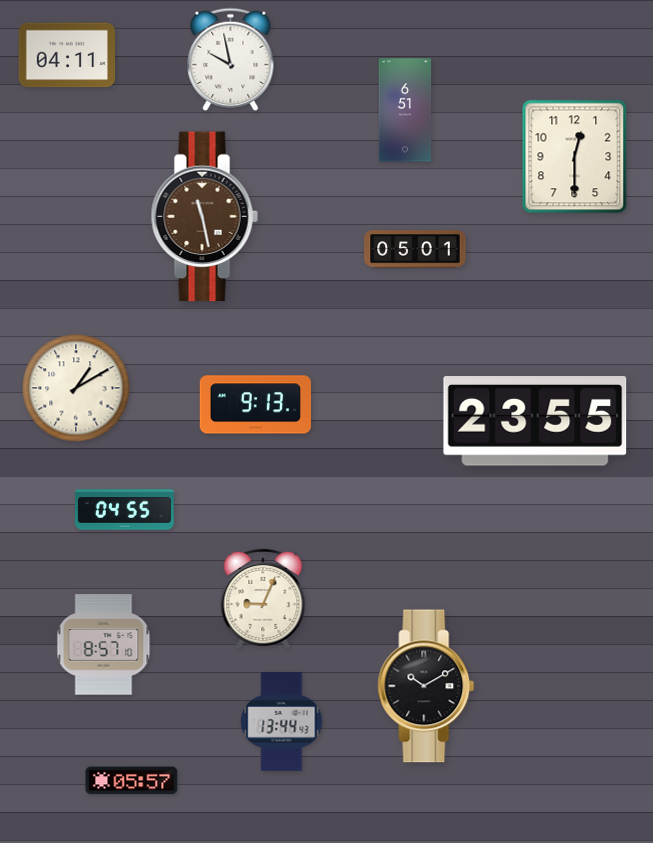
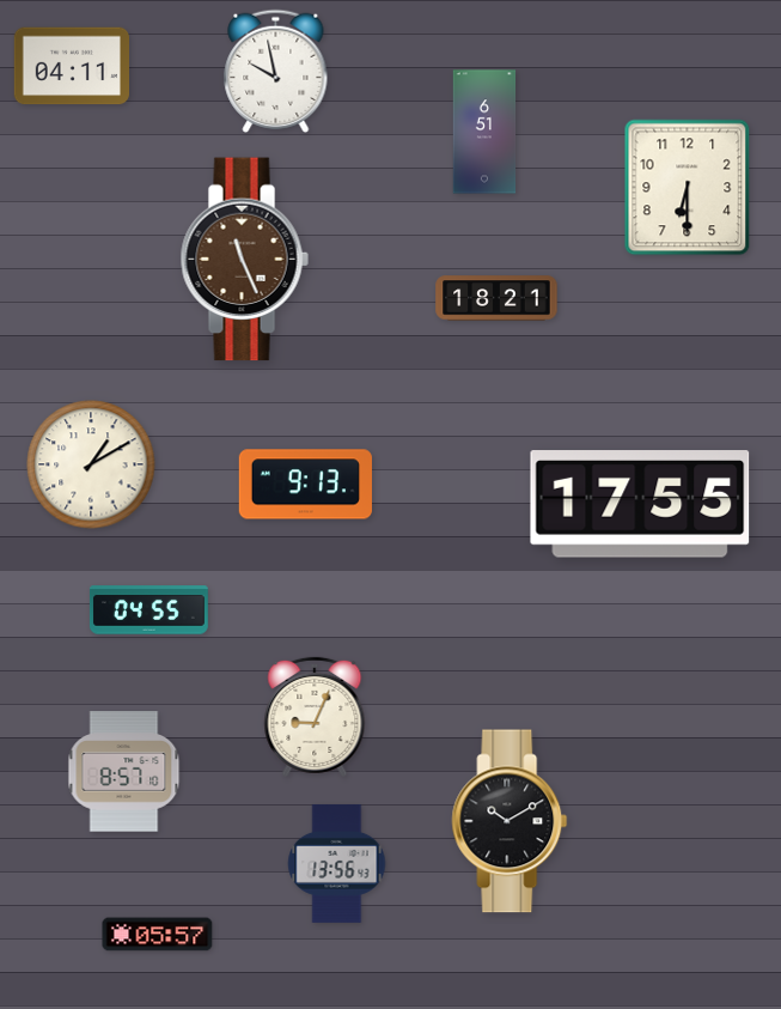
clock at (66, 55) position: (66, 55) -> (71, 66)
clock at (575, 157): 12:30 -> 6:30
clock at (204, 217): 11:28 -> 11:26
clock at (415, 249): 05:01 -> 18:21
clock at (535, 421): 23:55 -> 17:55
clock at (282, 721): 13:44 -> 13:56
